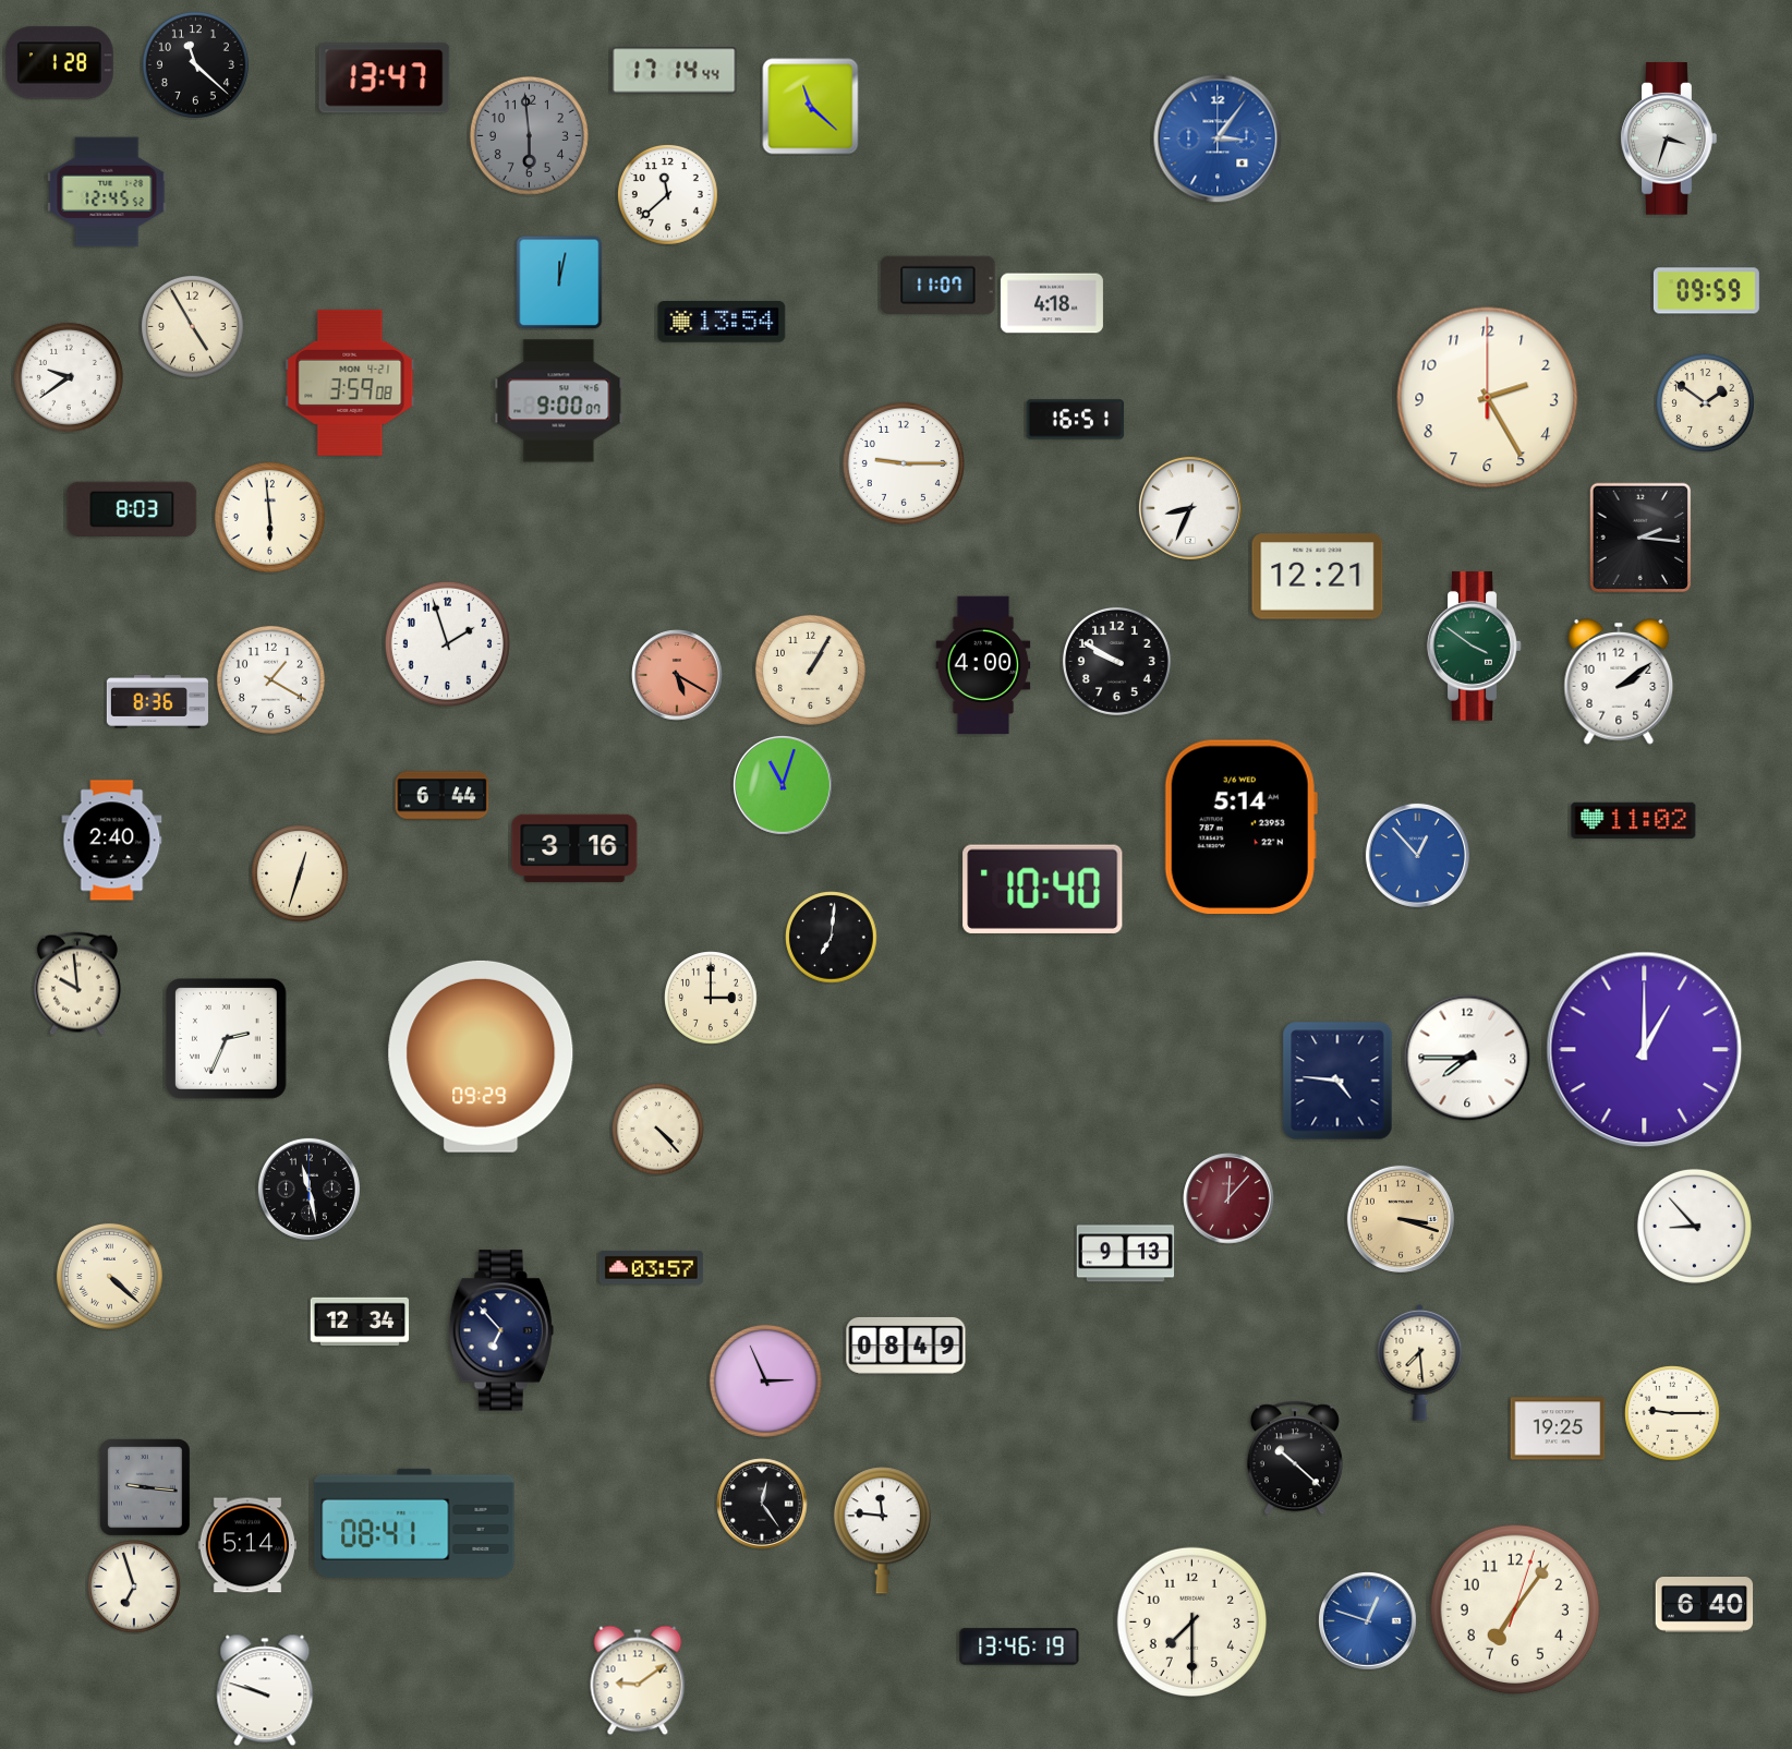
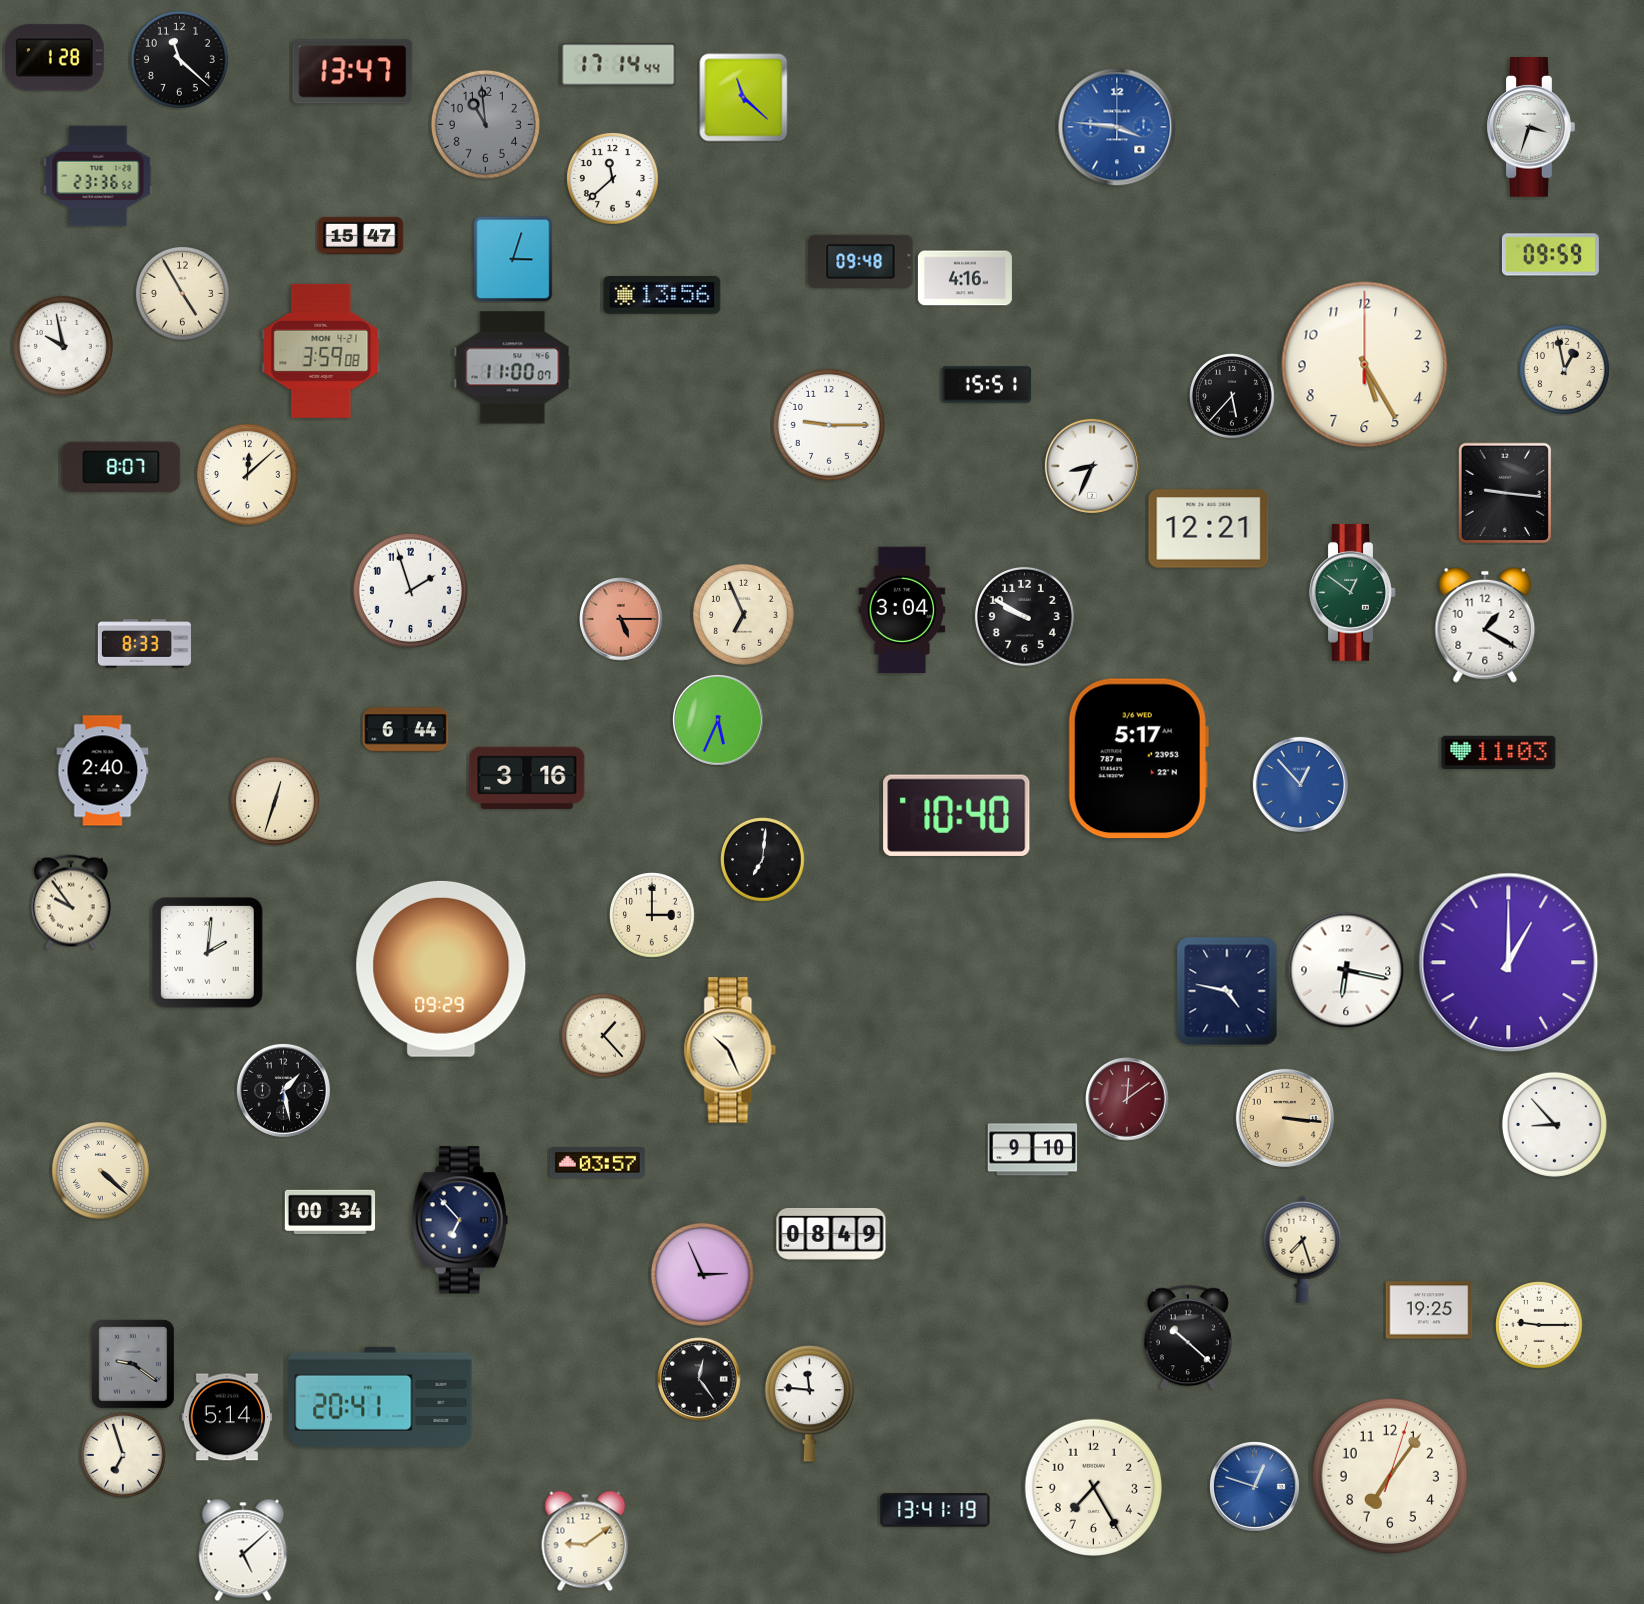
clock at (529, 135): 5:59 -> 10:59
clock at (1218, 138): 3:06 -> 3:46
clock at (107, 192): 12:45 -> 23:36
clock at (361, 235): none -> 15:47
clock at (559, 282): 12:02 -> 3:03
clock at (939, 285): 11:07 -> 09:48
clock at (1706, 291) position: (1706, 291) -> (1550, 255)
clock at (1052, 303): 4:18 -> 4:16
clock at (722, 323): 13:54 -> 13:56
clock at (192, 326) position: (192, 326) -> (182, 293)
clock at (69, 377): 9:39 -> 9:58
clock at (1488, 398): 2:25 -> 5:25
clock at (559, 401): 9:00 -> 11:00
clock at (1705, 402): 1:51 -> 12:58
clock at (1076, 420): 16:51 -> 15:51
clock at (1233, 397): none -> 5:37
clock at (132, 508): 8:03 -> 8:07
clock at (269, 517): 5:59 -> 12:08
clock at (1640, 538): 2:16 -> 9:16
clock at (1475, 646): 3:51 -> 12:51
clock at (1116, 661) position: (1116, 661) -> (1024, 616)
clock at (983, 665): 4:00 -> 3:04
clock at (810, 670): 1:05 -> 6:56
clock at (677, 675): 5:20 -> 5:15
clock at (270, 679): 1:20 -> none
clock at (1619, 681): 2:09 -> 1:20
clock at (157, 702): 8:36 -> 8:33
clock at (783, 785): 11:03 -> 5:34
clock at (1634, 820): 11:02 -> 11:03
clock at (1240, 828): 5:14 -> 5:17
clock at (77, 984): 9:59 -> 9:54
clock at (227, 1039): 2:34 -> 2:01
clock at (1467, 1058): 7:45 -> 6:17
clock at (1337, 1081): 4:46 -> 4:47
clock at (658, 1130): 4:23 -> 1:23
clock at (730, 1050): none -> 10:26
clock at (308, 1189): 11:28 -> 1:28
clock at (1228, 1198): 12:07 -> 12:09
clock at (1401, 1219): 3:18 -> 3:16
clock at (1126, 1254): 9:13 -> 9:10
clock at (360, 1320): 12:34 -> 00:34
clock at (1420, 1362): 7:29 -> 7:27
clock at (765, 1380) position: (765, 1380) -> (702, 1274)
clock at (1673, 1414) position: (1673, 1414) -> (1540, 1326)
clock at (146, 1487): 9:16 -> 9:21
clock at (414, 1523): 08:41 -> 20:41
clock at (1705, 1605): 6:40 -> none
clock at (1191, 1621): 7:30 -> 7:25
clock at (1019, 1647): 13:46 -> 13:41
clock at (265, 1690): 9:48 -> 5:08
